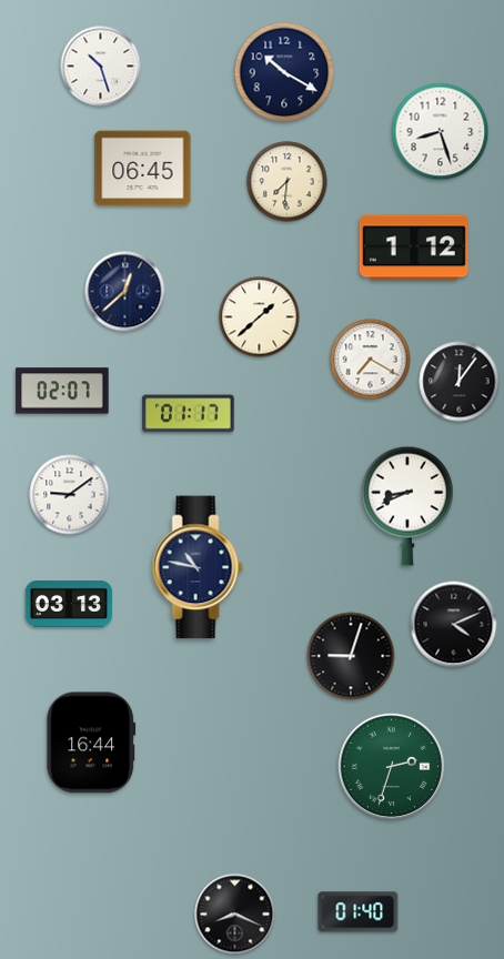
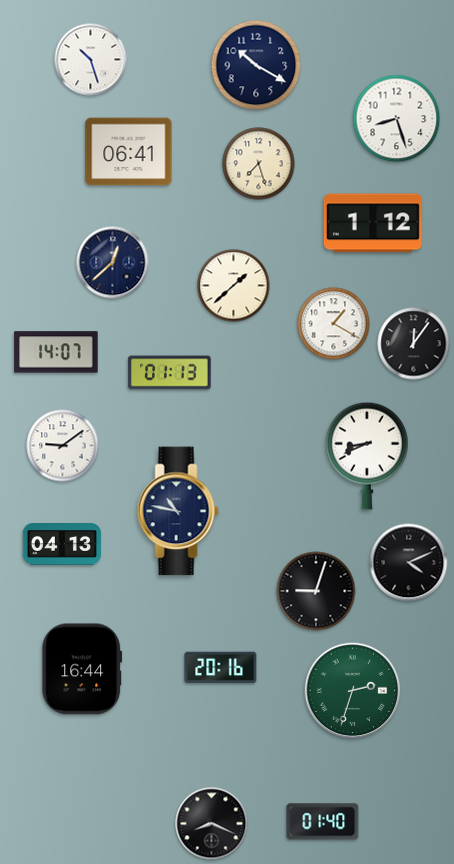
clock at (143, 169): 06:45 -> 06:41
clock at (288, 182): 7:31 -> 7:27
clock at (371, 360): 7:20 -> 1:20
clock at (62, 391): 02:07 -> 14:07
clock at (189, 414): 01:17 -> 01:13
clock at (69, 605): 03:13 -> 04:13
clock at (221, 668): none -> 20:16
